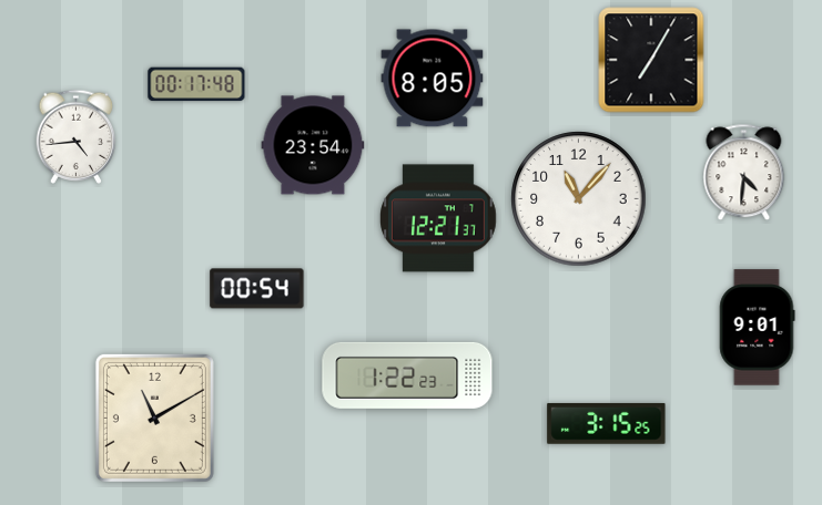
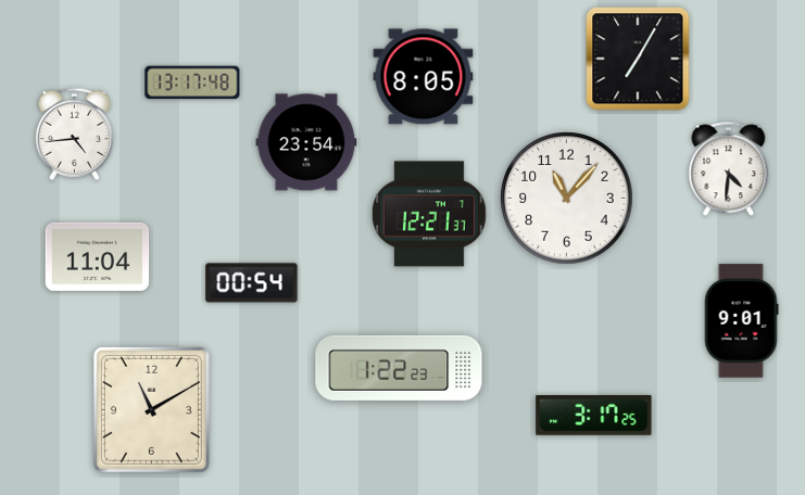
clock at (196, 84): 00:17 -> 13:17
clock at (579, 199) position: (579, 199) -> (567, 199)
clock at (98, 256): none -> 11:04
clock at (607, 423): 3:15 -> 3:17
